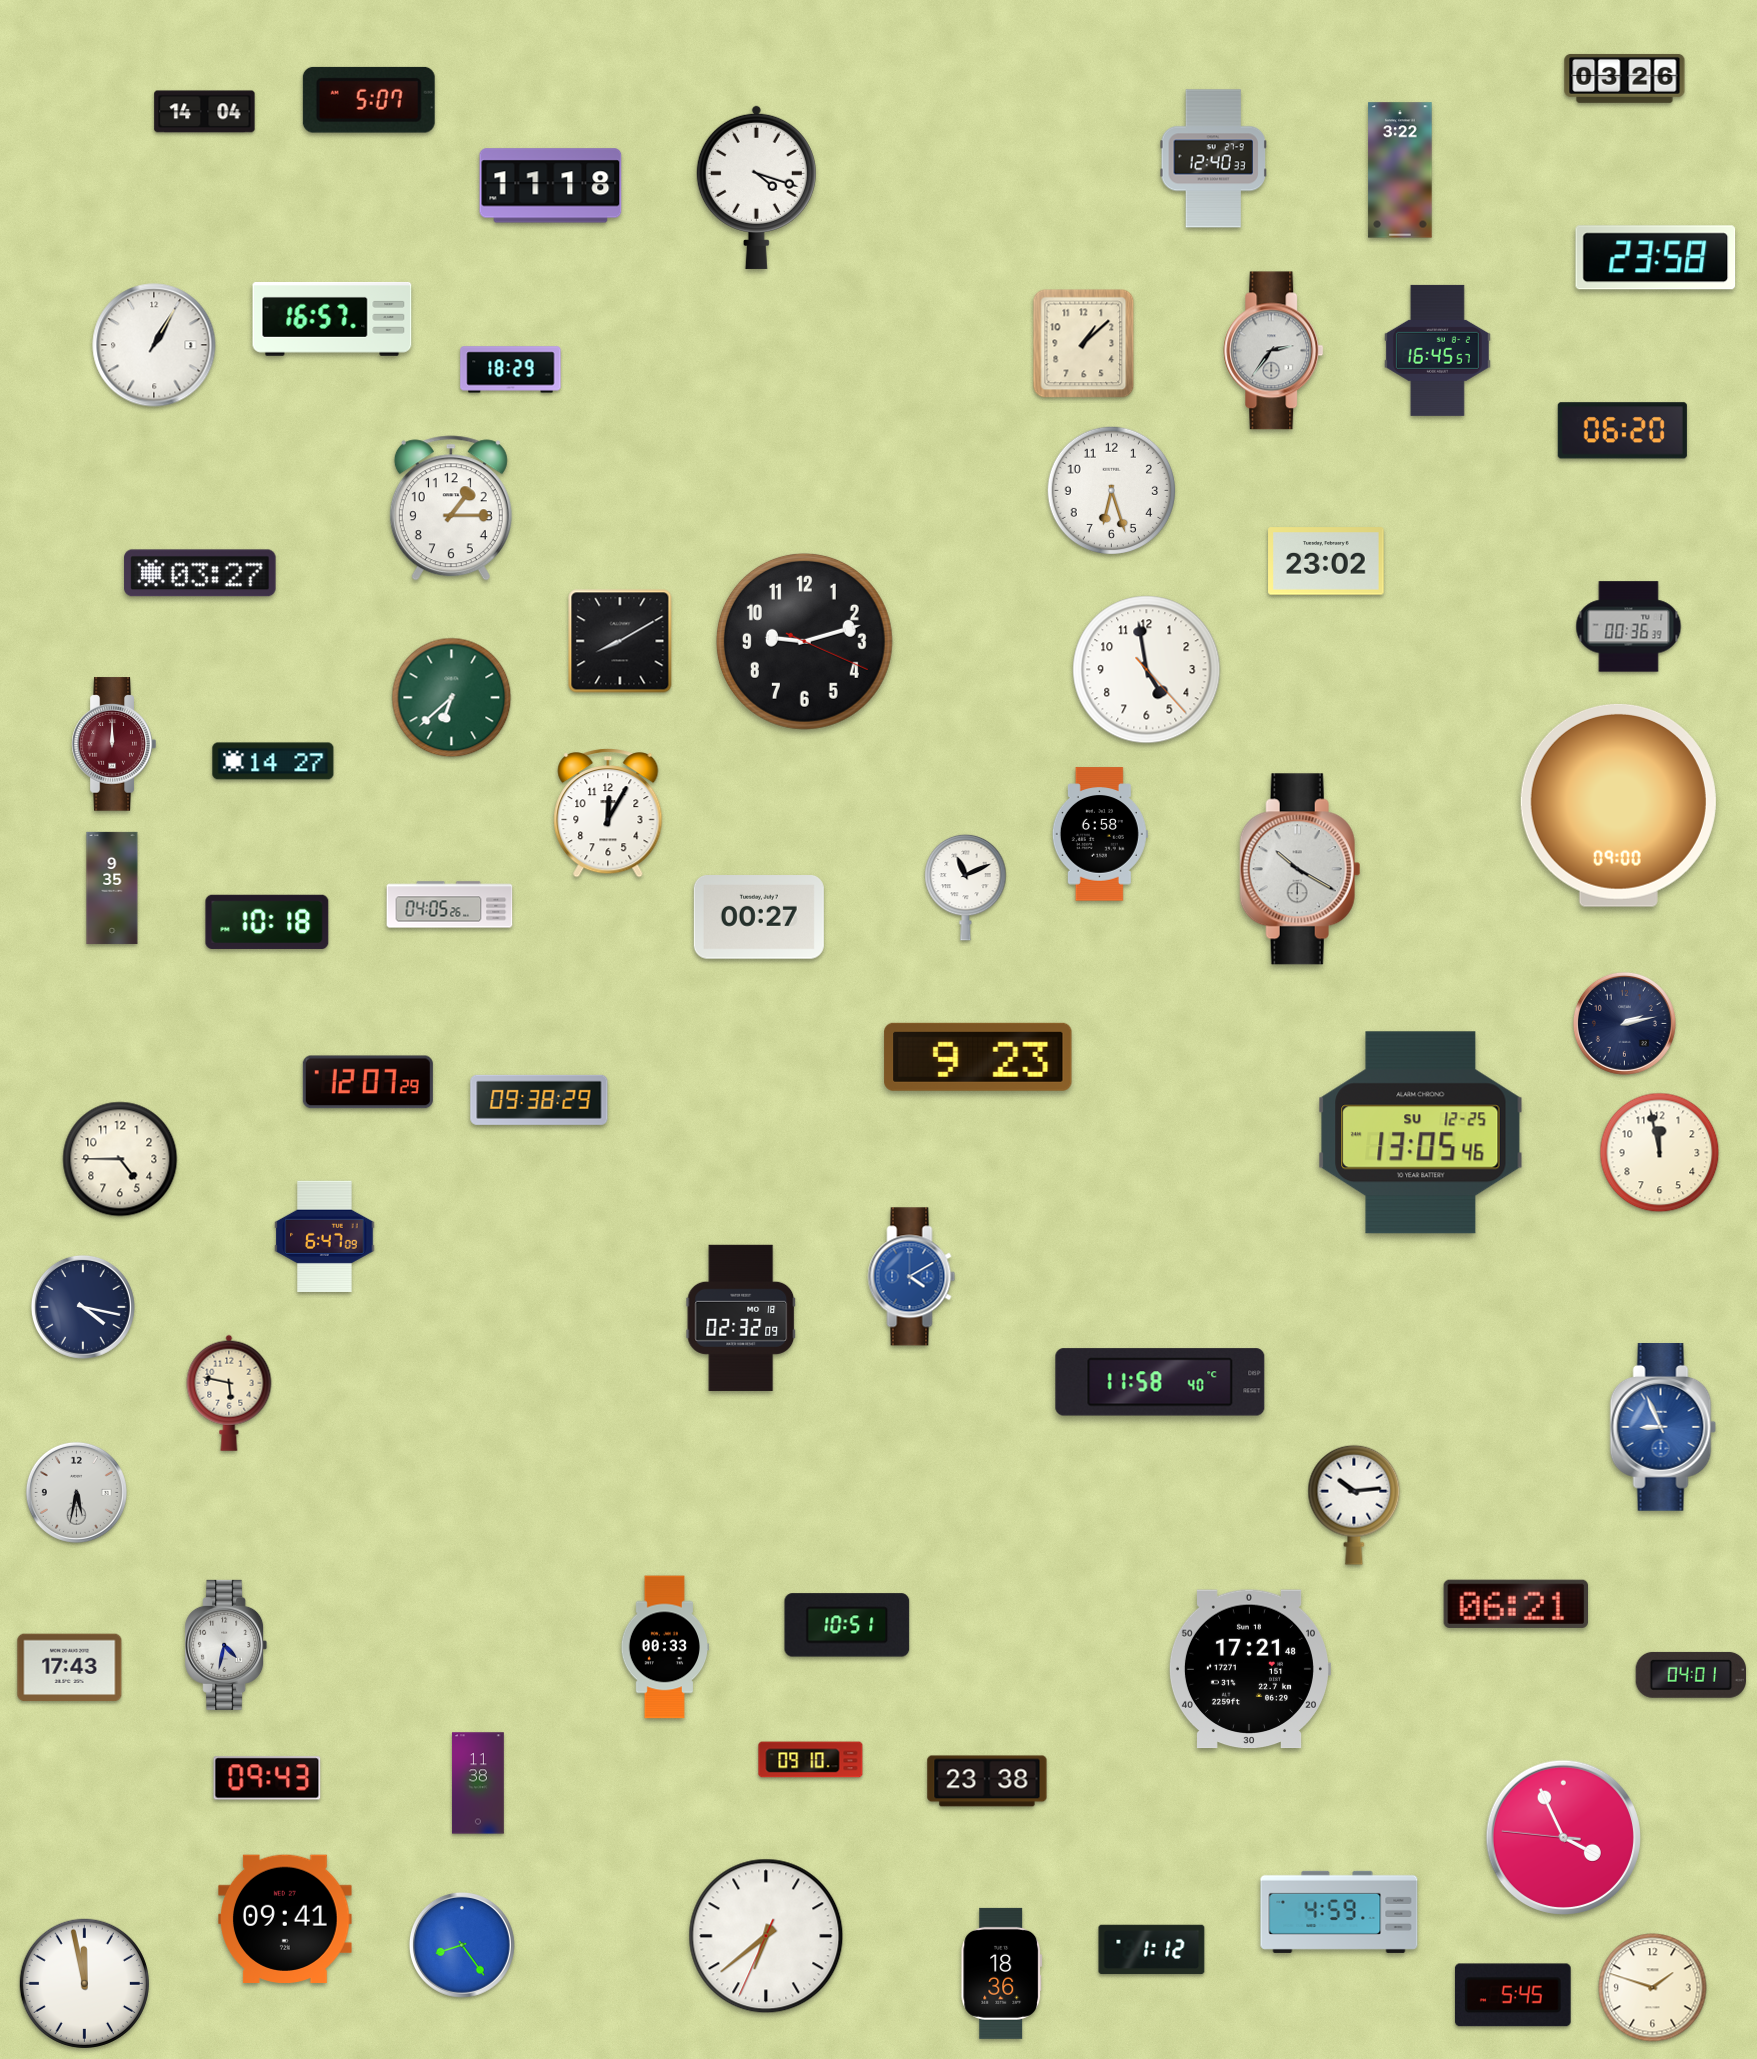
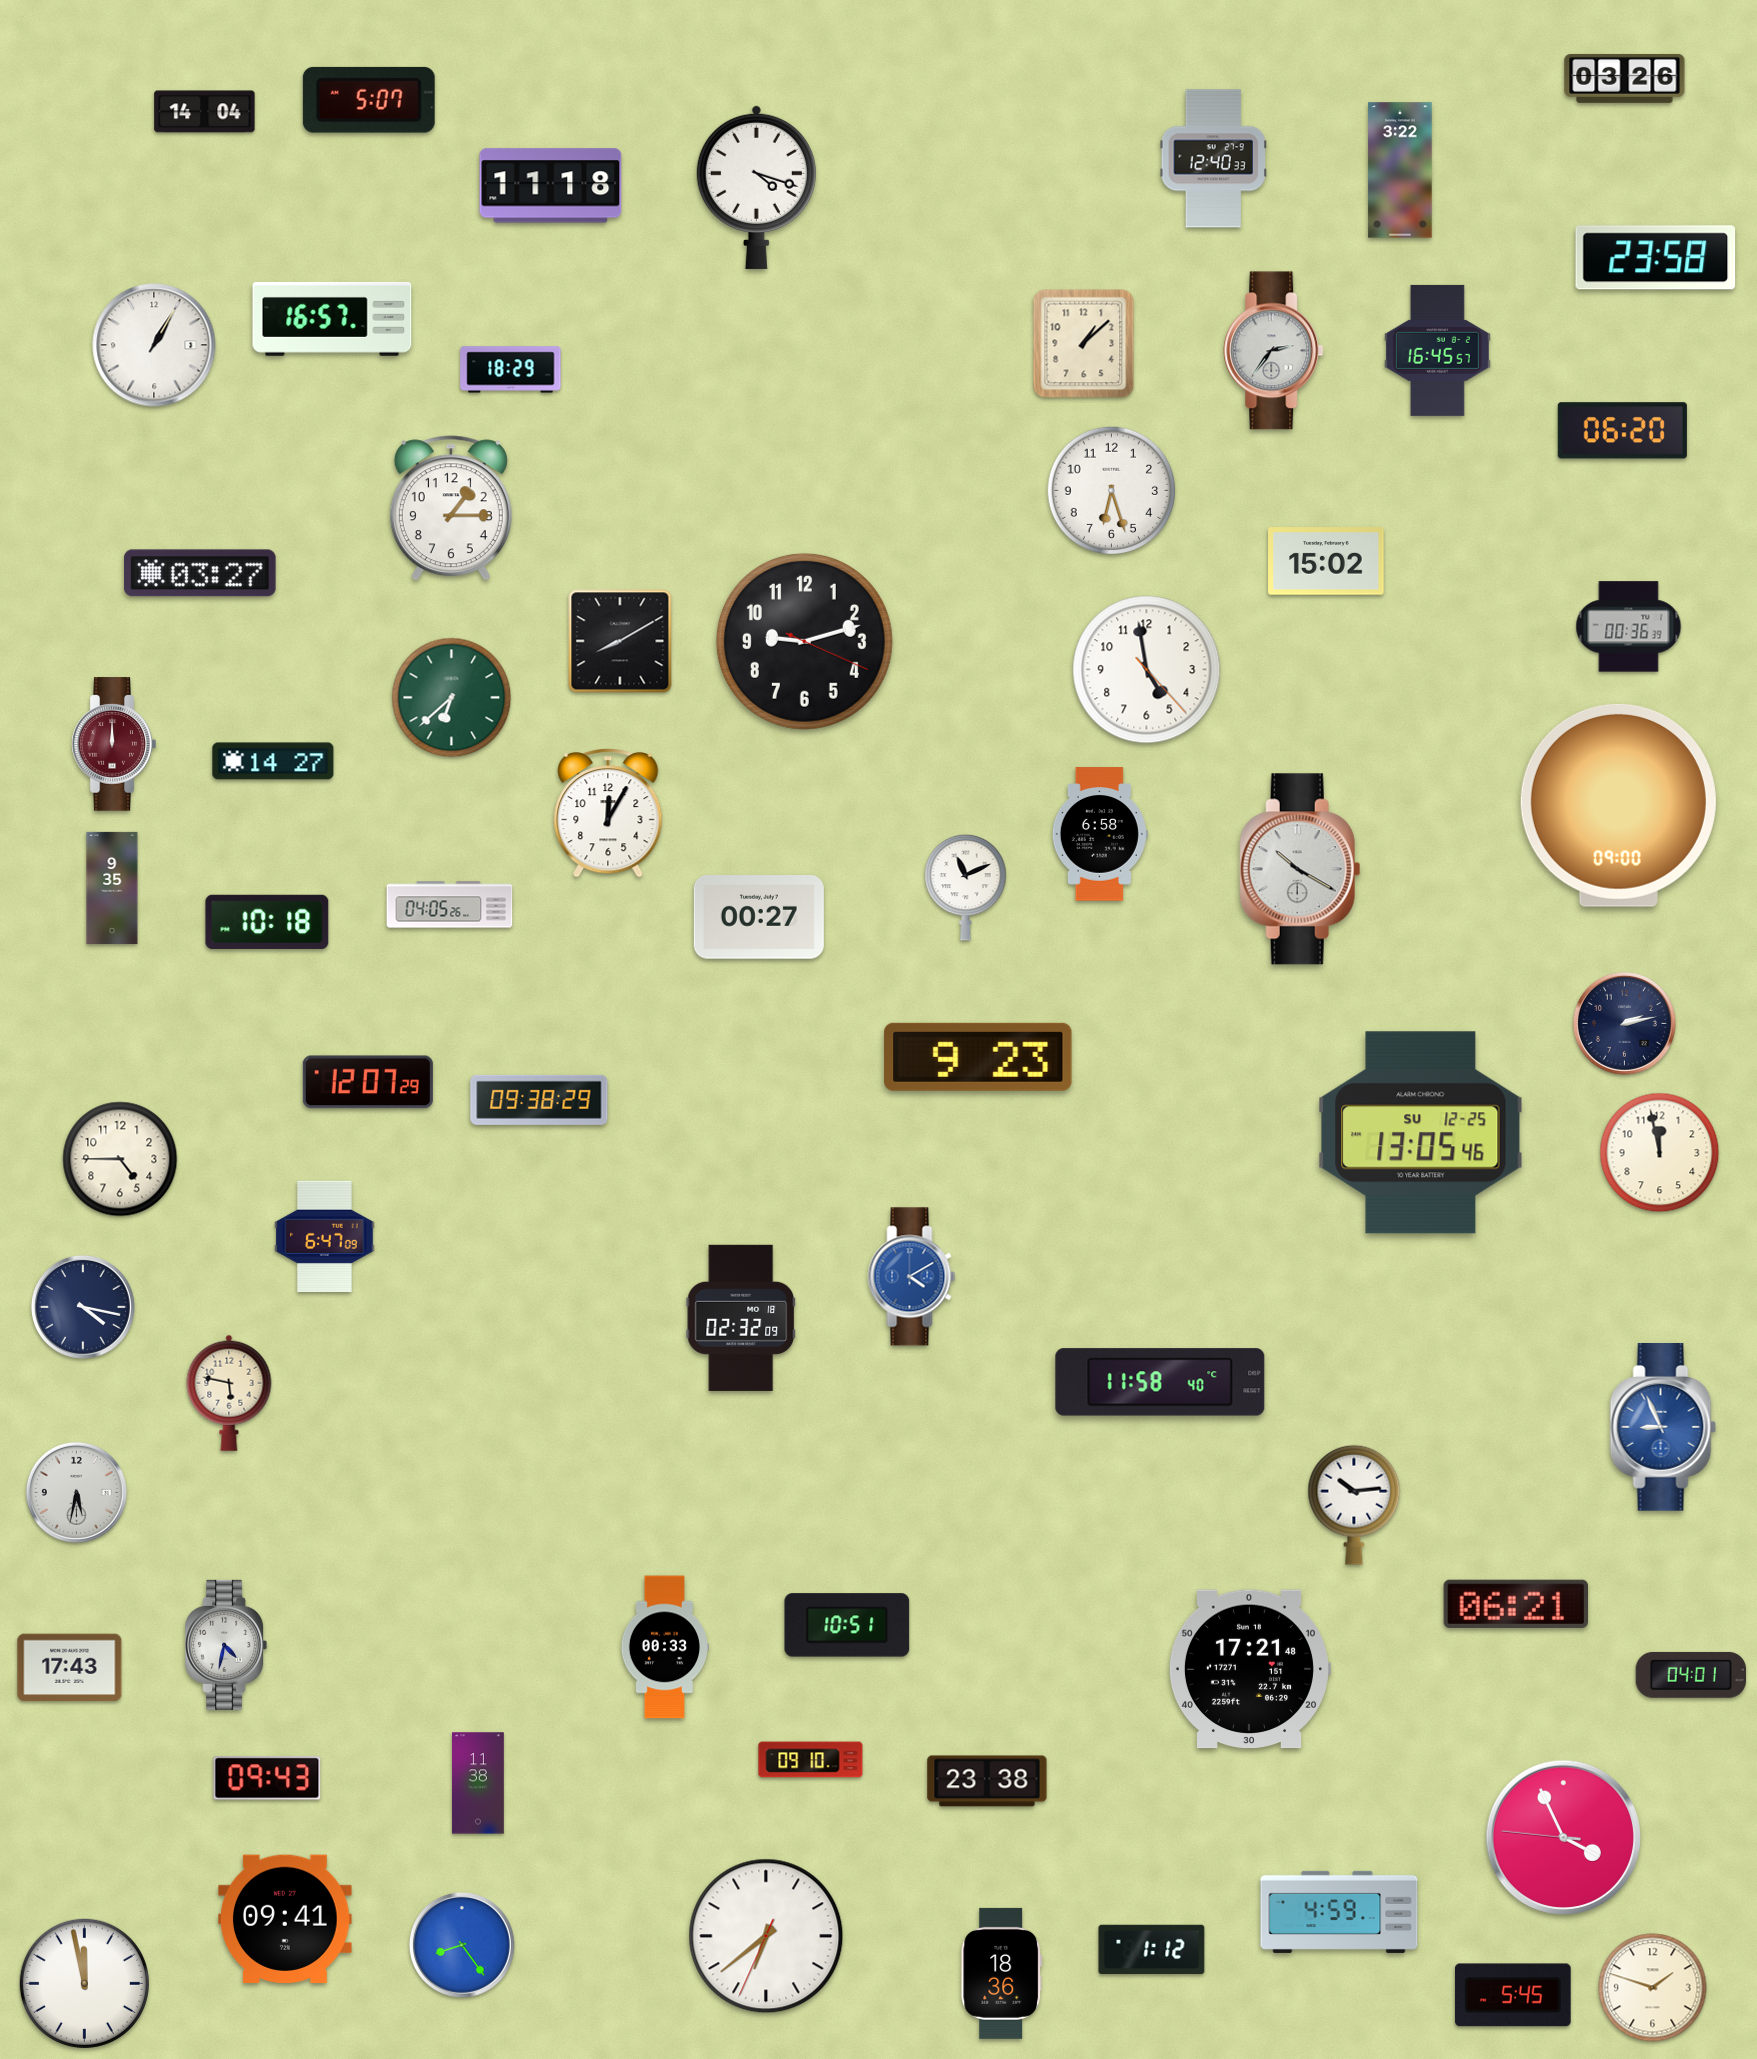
clock at (1326, 561): 23:02 -> 15:02
